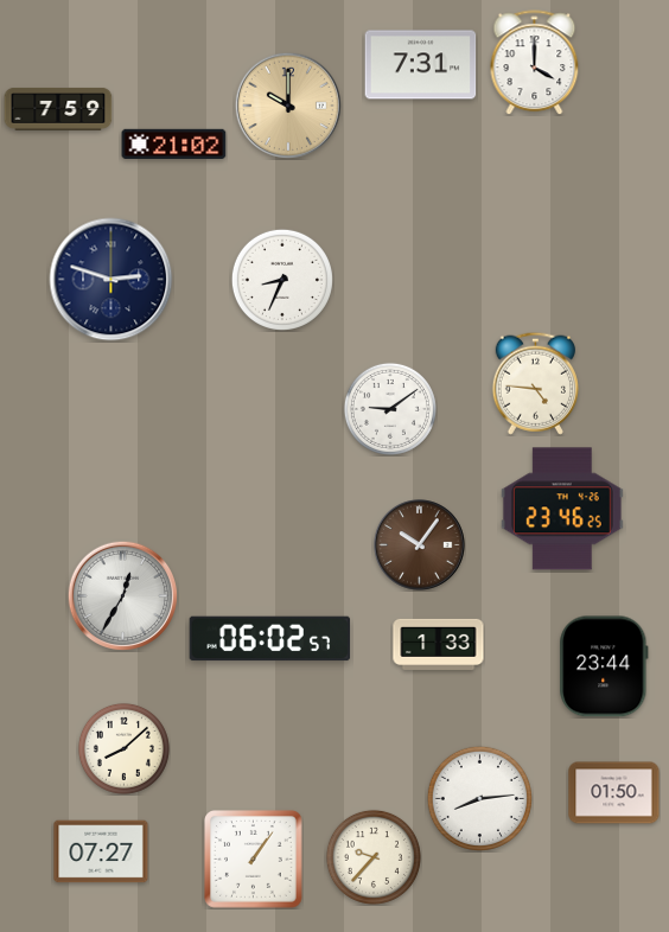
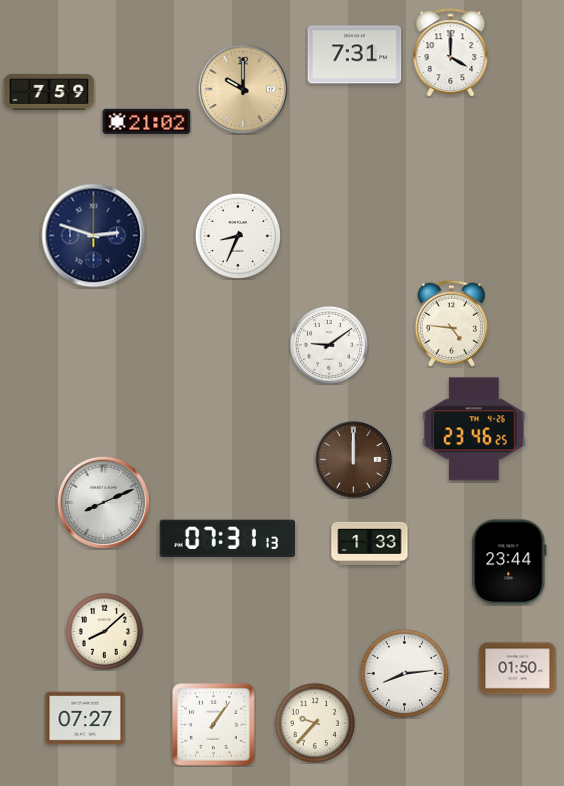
clock at (420, 545): 10:06 -> 12:00
clock at (122, 595): 12:35 -> 8:11
clock at (270, 639): 06:02 -> 07:31
